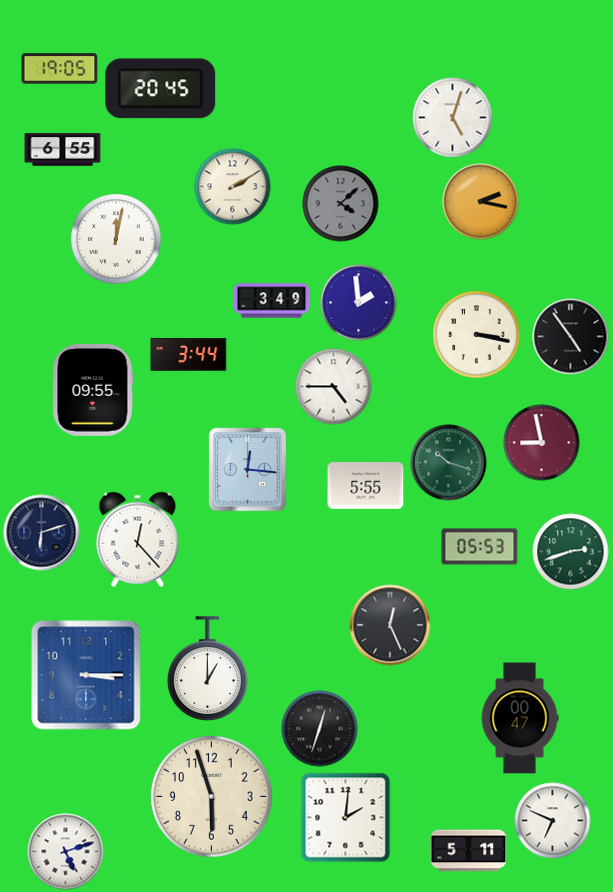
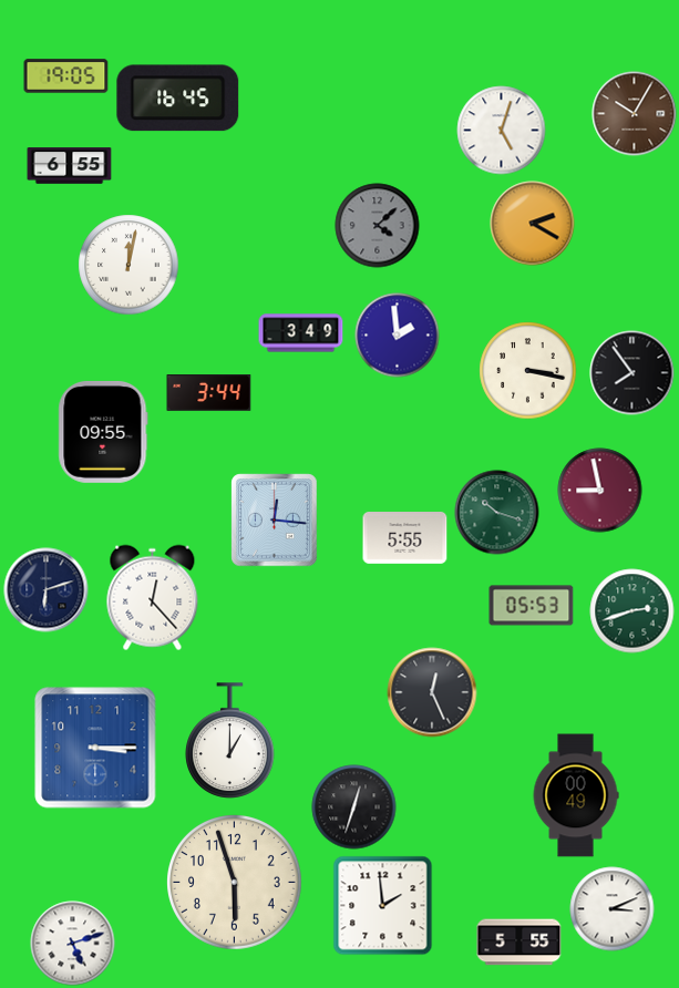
clock at (161, 89): 20:45 -> 16:45
clock at (635, 114): none -> 10:05
clock at (233, 187): 2:10 -> none
clock at (481, 202): 2:17 -> 2:20
clock at (571, 337): 4:54 -> 7:54
clock at (334, 387): 4:45 -> none
clock at (520, 718): 00:47 -> 00:49
clock at (346, 818): 2:01 -> 1:59
clock at (553, 821): 6:49 -> 3:11
clock at (469, 851): 5:11 -> 5:55
